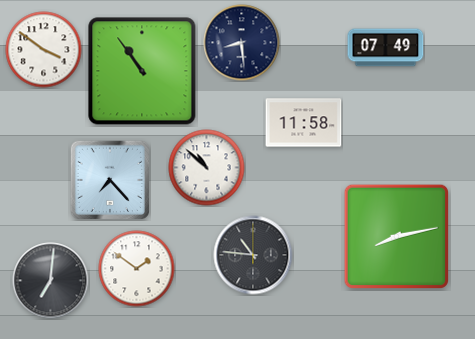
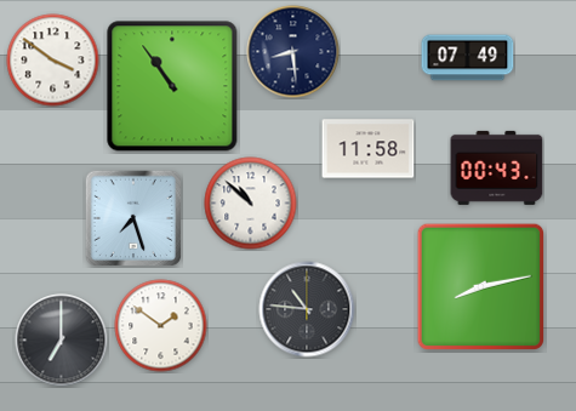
clock at (497, 167): none -> 00:43
clock at (109, 179): 7:23 -> 7:27
clock at (137, 269) position: (137, 269) -> (161, 326)
clock at (51, 281): 7:01 -> 7:00
